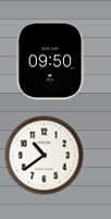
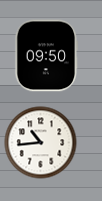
clock at (45, 156): 10:39 -> 10:44
